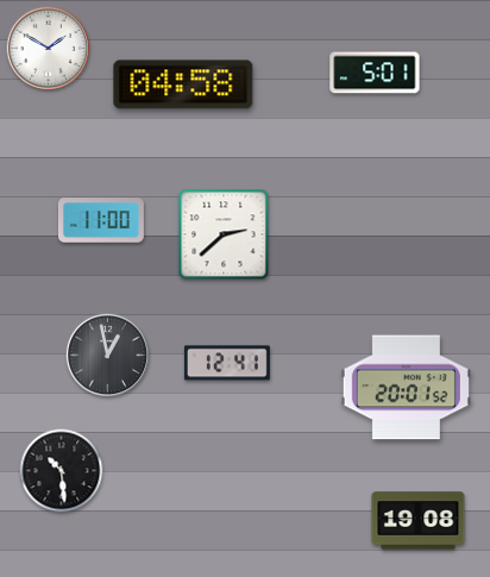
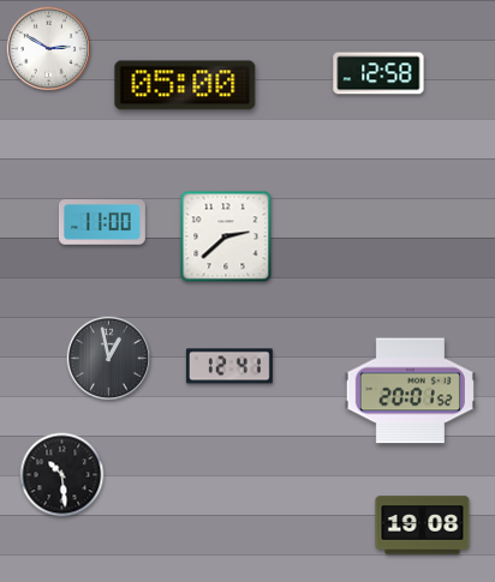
clock at (48, 48): 1:50 -> 2:50
clock at (375, 73): 5:01 -> 12:58
clock at (183, 84): 04:58 -> 05:00
